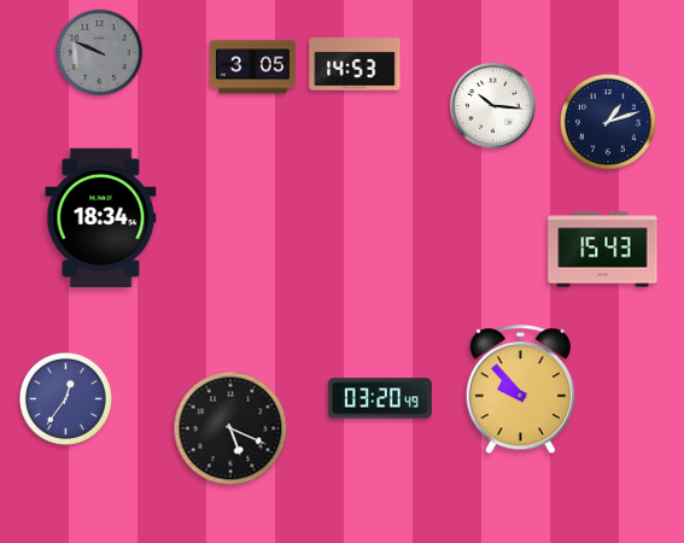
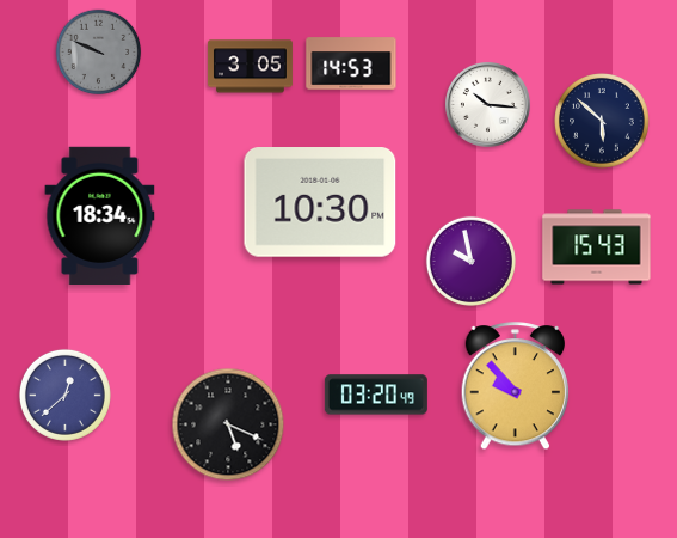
clock at (608, 122): 1:12 -> 5:52
clock at (320, 203): none -> 10:30
clock at (470, 261): none -> 9:58
clock at (65, 398): 12:36 -> 12:38
